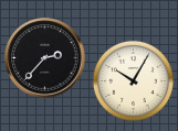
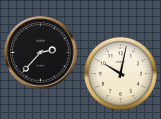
clock at (133, 80): 10:05 -> 10:02
